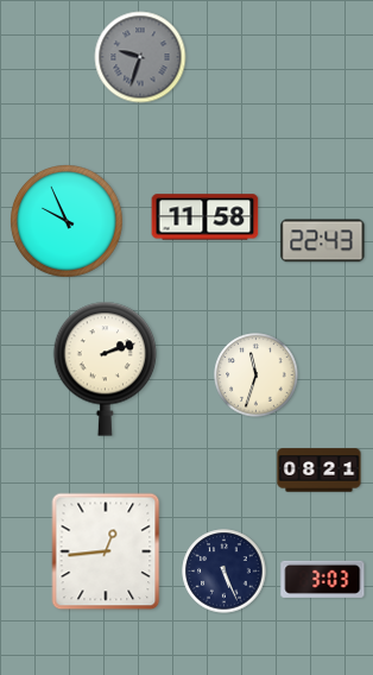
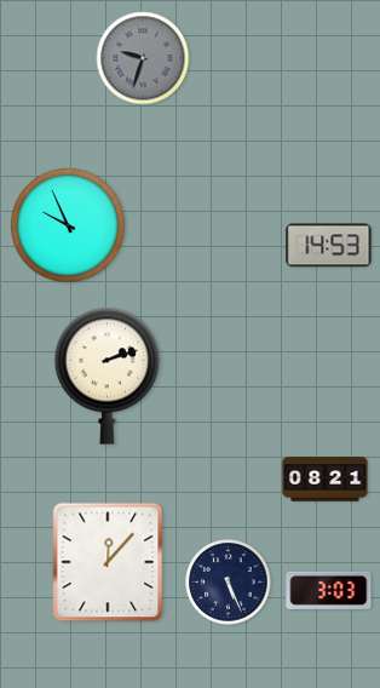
clock at (206, 217): 11:58 -> none
clock at (323, 241): 22:43 -> 14:53
clock at (257, 376): 11:33 -> none
clock at (106, 551): 12:44 -> 12:07
